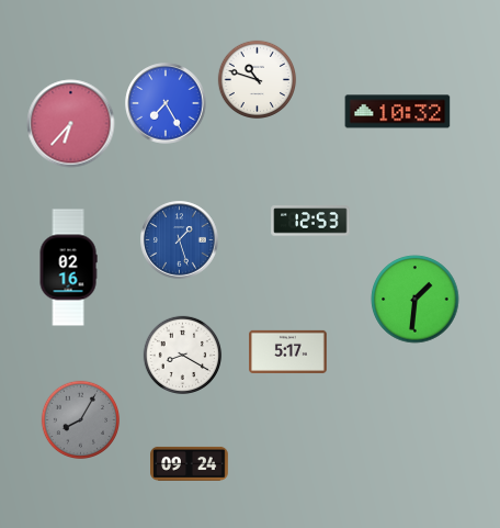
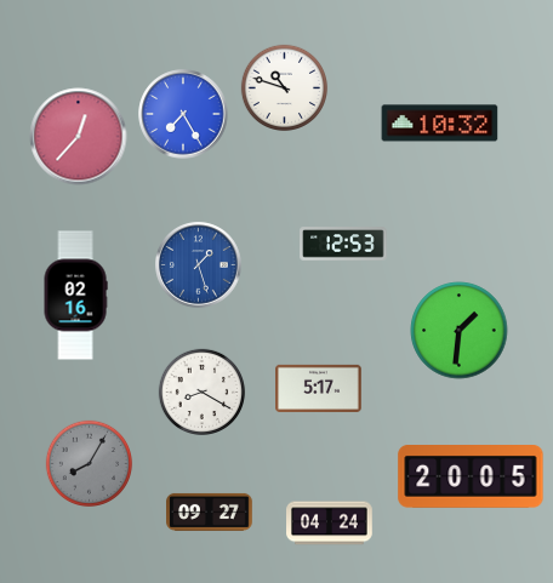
clock at (71, 124): 6:37 -> 12:37
clock at (471, 478): none -> 20:05
clock at (190, 463): 09:24 -> 09:27
clock at (330, 524): none -> 04:24
